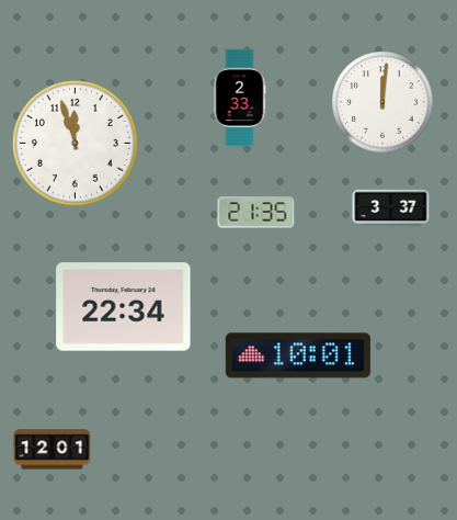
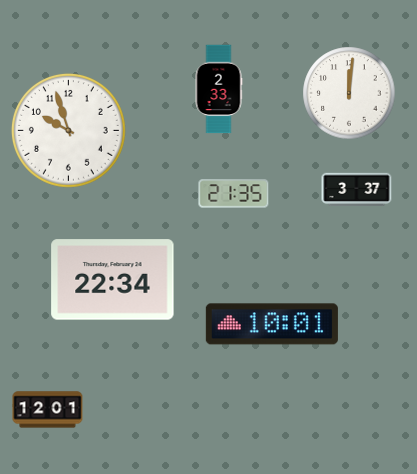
clock at (75, 143): 11:57 -> 9:57
